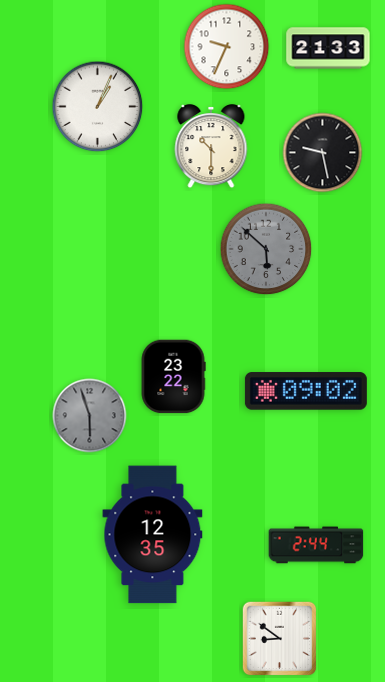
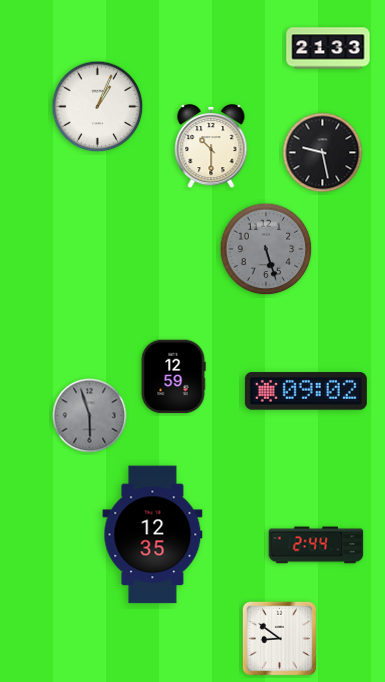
clock at (227, 47): 9:34 -> none
clock at (266, 249): 5:52 -> 5:27
clock at (173, 377): 23:22 -> 12:59
